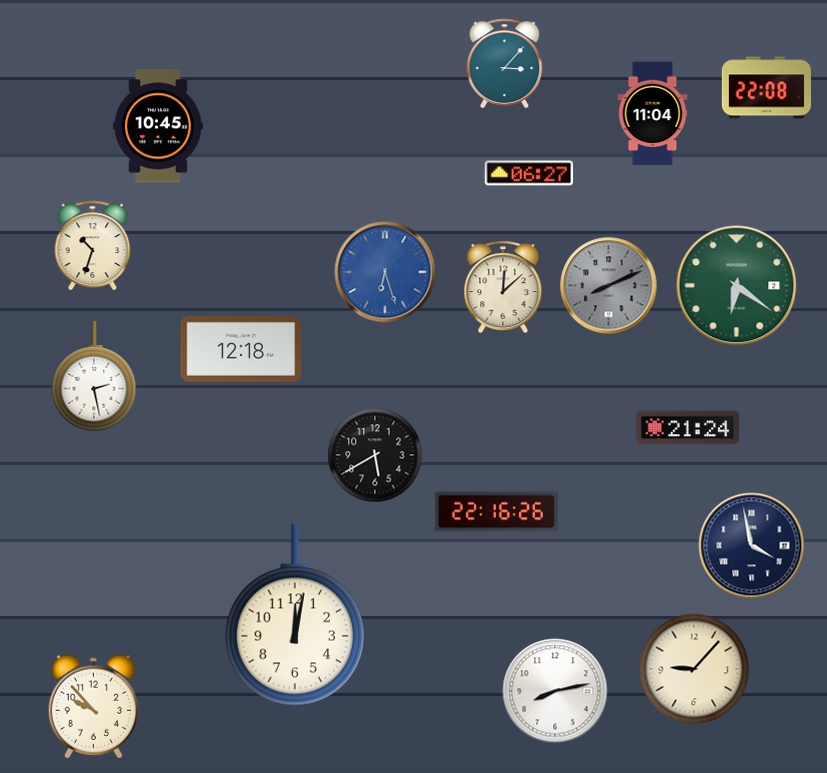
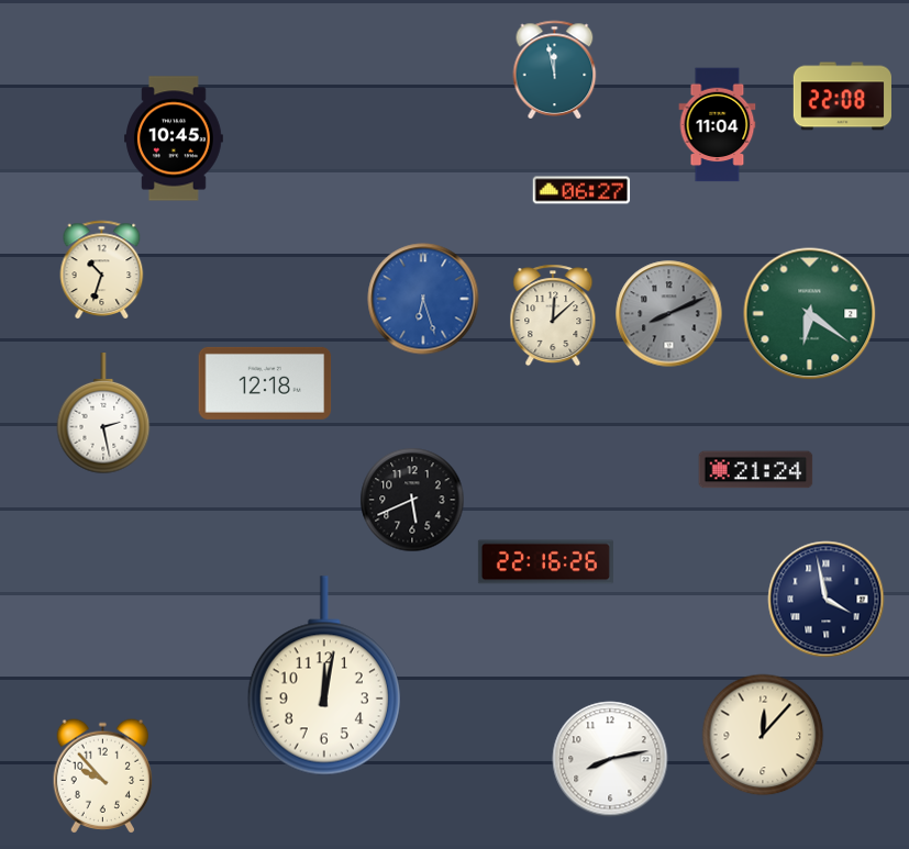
clock at (505, 63): 3:07 -> 11:58
clock at (375, 455): 5:40 -> 5:41
clock at (694, 669): 9:07 -> 12:07
